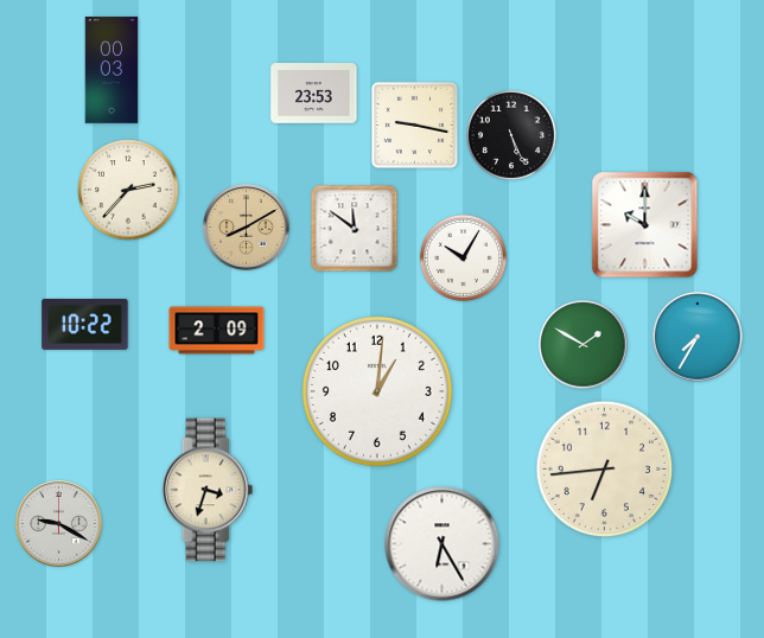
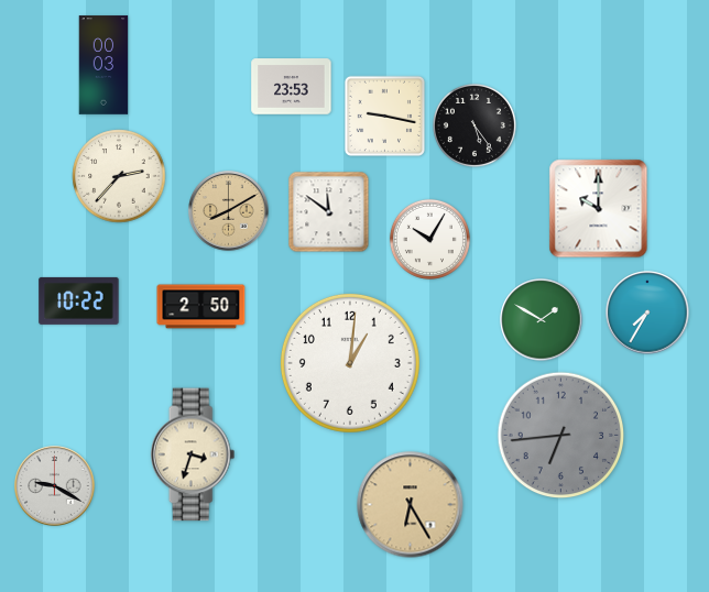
clock at (511, 135): 5:26 -> 5:24
clock at (217, 331): 2:09 -> 2:50
clock at (605, 470) dial: cream -> grey
clock at (443, 544) dial: white -> champagne
